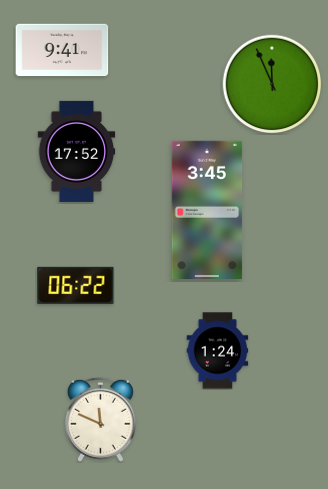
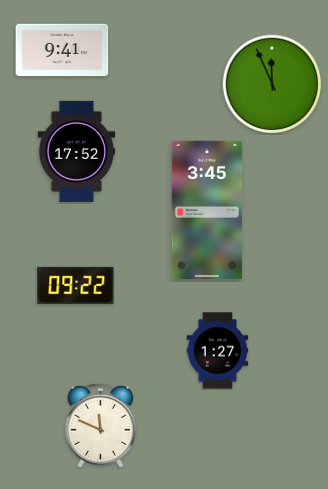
clock at (76, 285): 06:22 -> 09:22
clock at (218, 351): 1:24 -> 1:27
clock at (100, 419) position: (100, 419) -> (100, 425)
